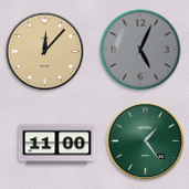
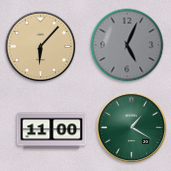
clock at (45, 52): 12:07 -> 6:07
clock at (146, 141): 1:24 -> 1:20
